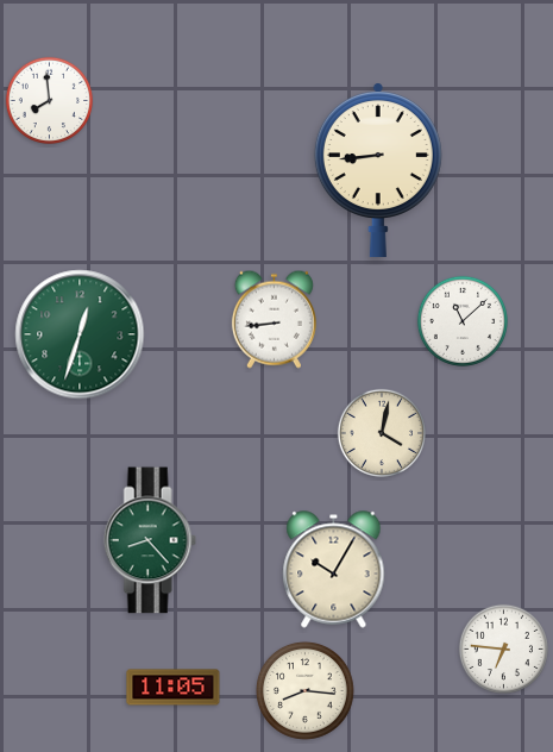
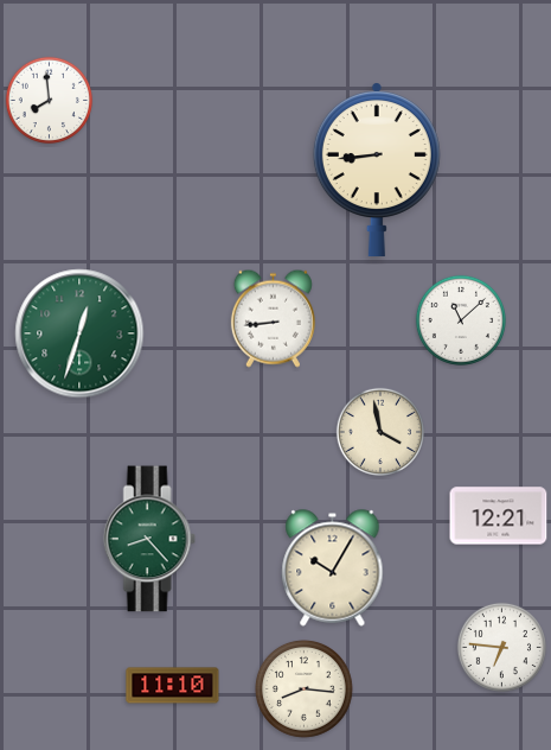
clock at (381, 432): 4:02 -> 3:58
clock at (499, 516): none -> 12:21
clock at (174, 688): 11:05 -> 11:10
